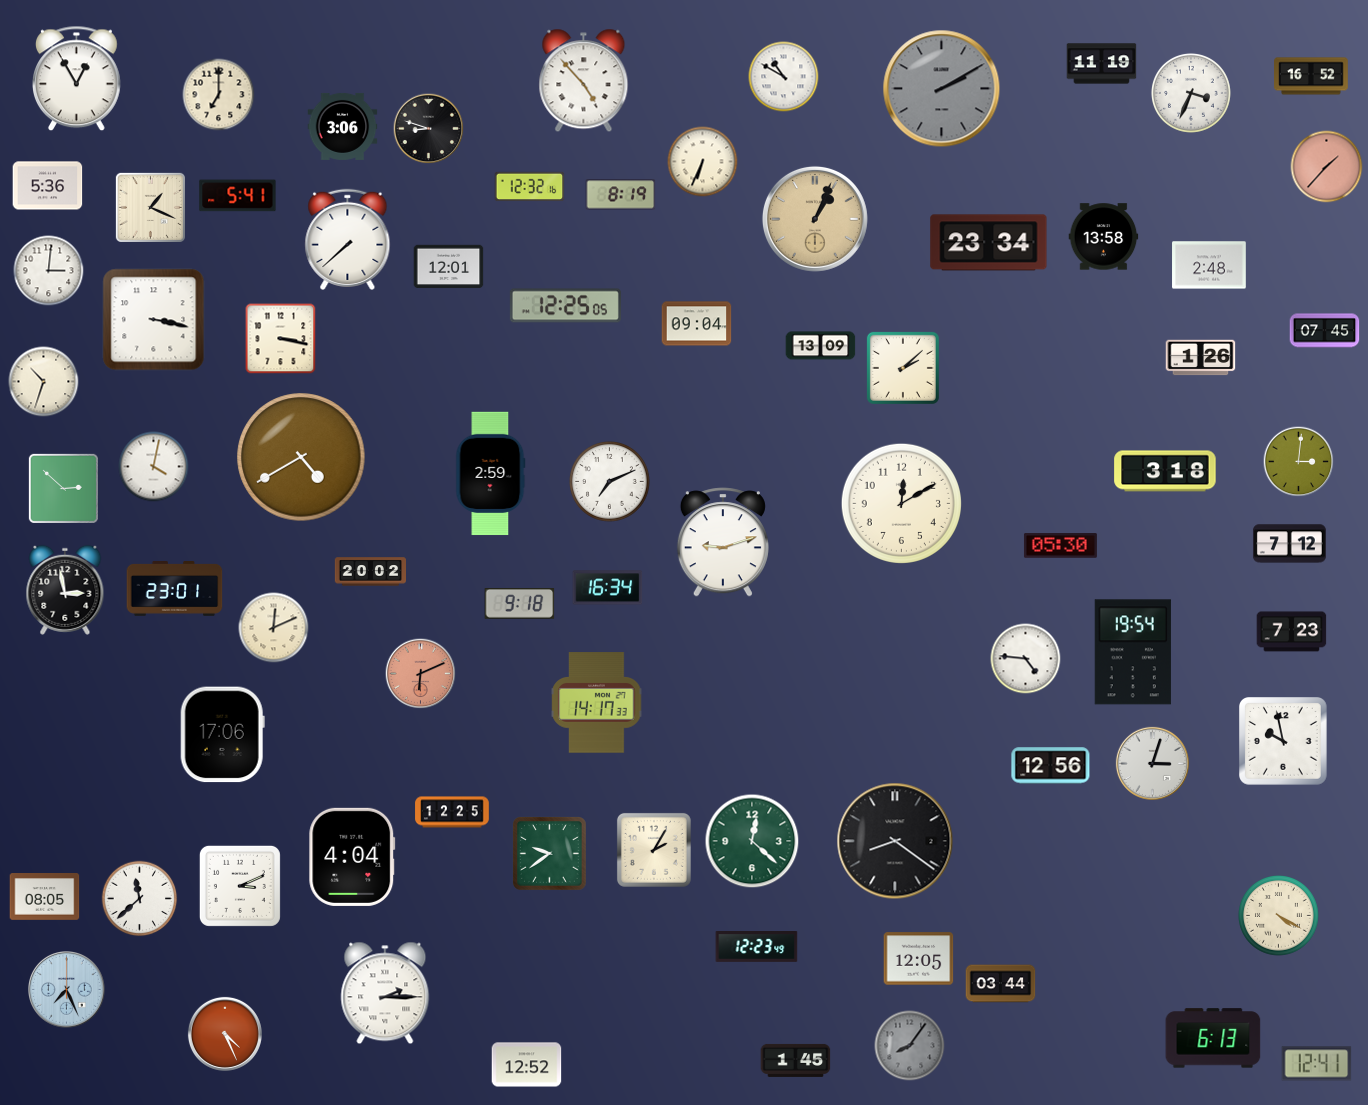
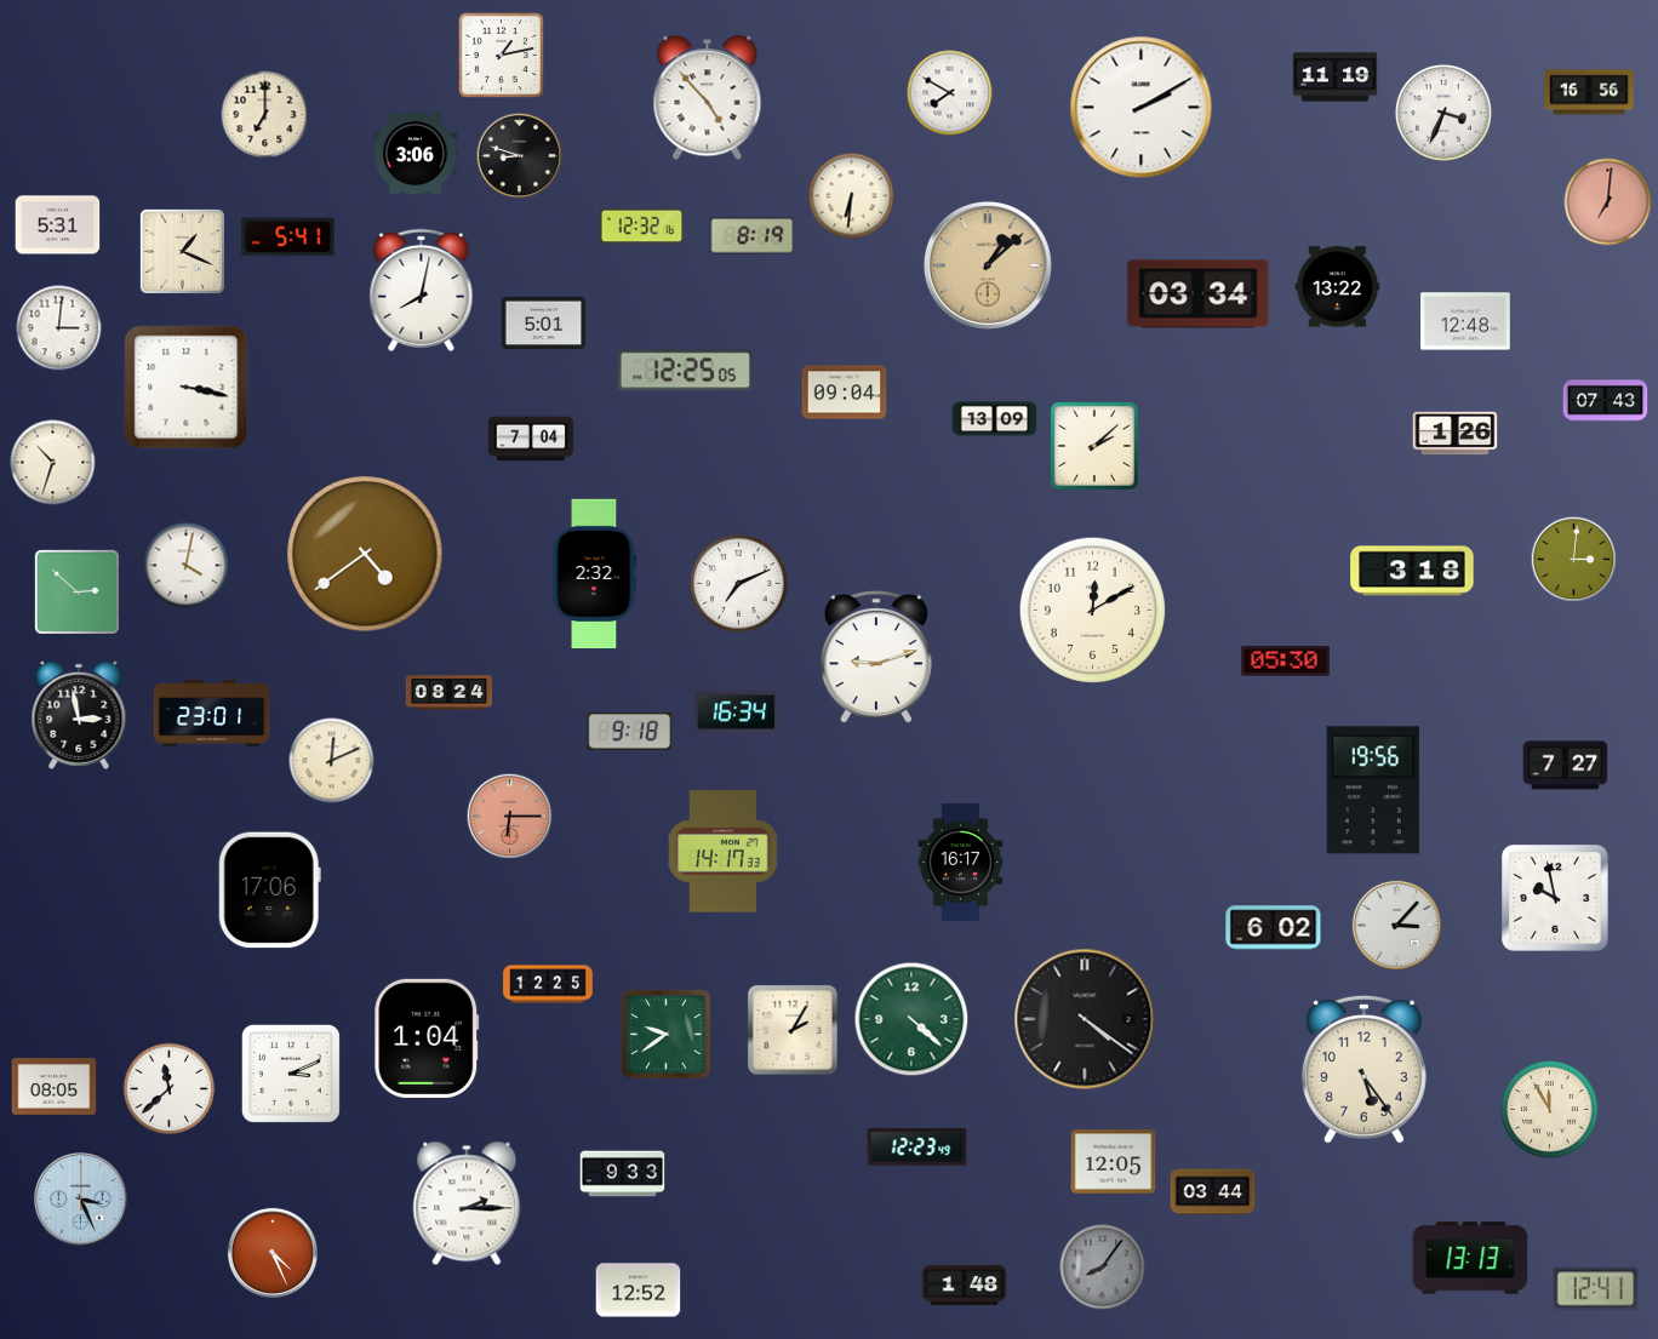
clock at (501, 55): none -> 1:13
clock at (1311, 76): 16:52 -> 16:56
clock at (784, 77): 10:50 -> 7:50
clock at (77, 79): 12:55 -> none
clock at (942, 89) dial: grey -> white
clock at (703, 162): 6:34 -> 6:31
clock at (1327, 167): 1:37 -> 7:01
clock at (48, 186): 5:36 -> 5:31
clock at (815, 219): 1:04 -> 1:08
clock at (1104, 237): 13:58 -> 13:22
clock at (348, 239): 7:38 -> 8:02
clock at (989, 243): 23:34 -> 03:34
clock at (1209, 265): 2:48 -> 12:48
clock at (449, 267): 12:01 -> 5:01
clock at (1325, 331): 07:45 -> 07:43
clock at (281, 339): 3:17 -> none
clock at (531, 439): none -> 7:04
clock at (301, 457): 4:40 -> 4:39
clock at (491, 474): 2:59 -> 2:32
clock at (1289, 544): 7:12 -> none
clock at (370, 572): 20:02 -> 08:24
clock at (1292, 632): 7:23 -> 7:27
clock at (1133, 652): 19:54 -> 19:56
clock at (1026, 659): 4:46 -> none
clock at (421, 674): 6:11 -> 6:15
clock at (961, 863): none -> 16:17
clock at (1152, 763): 3:03 -> 3:07
clock at (1051, 766): 12:56 -> 6:02
clock at (752, 841): 12:22 -> 4:22
clock at (895, 841): 8:21 -> 4:21
clock at (352, 857): 4:04 -> 1:04
clock at (1363, 1069): none -> 5:24
clock at (1279, 916): 4:20 -> 11:55
clock at (623, 1174): none -> 9:33
clock at (67, 990): 7:26 -> 3:26
clock at (1213, 1038): 6:13 -> 13:13
clock at (796, 1060): 1:45 -> 1:48
